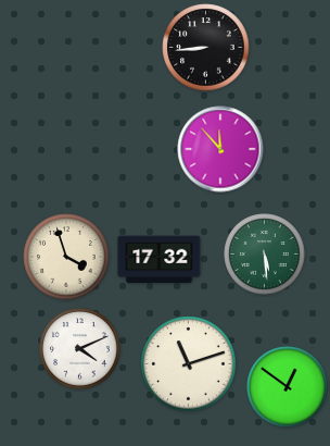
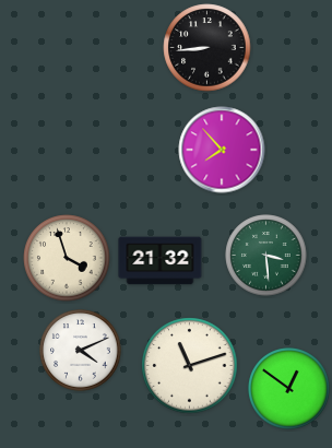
clock at (220, 149): 11:53 -> 7:53
clock at (265, 255): 5:29 -> 3:29
clock at (160, 260): 17:32 -> 21:32
